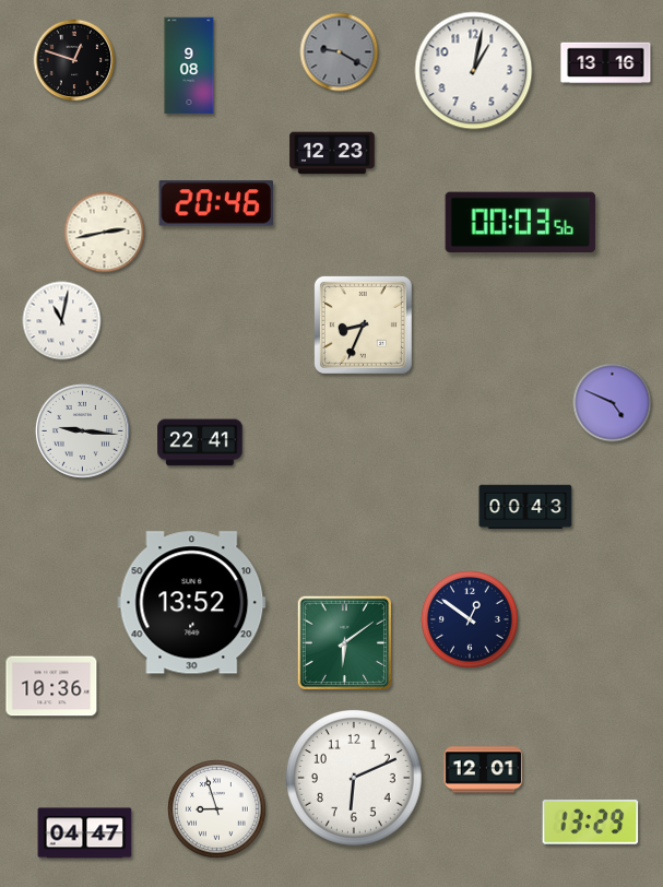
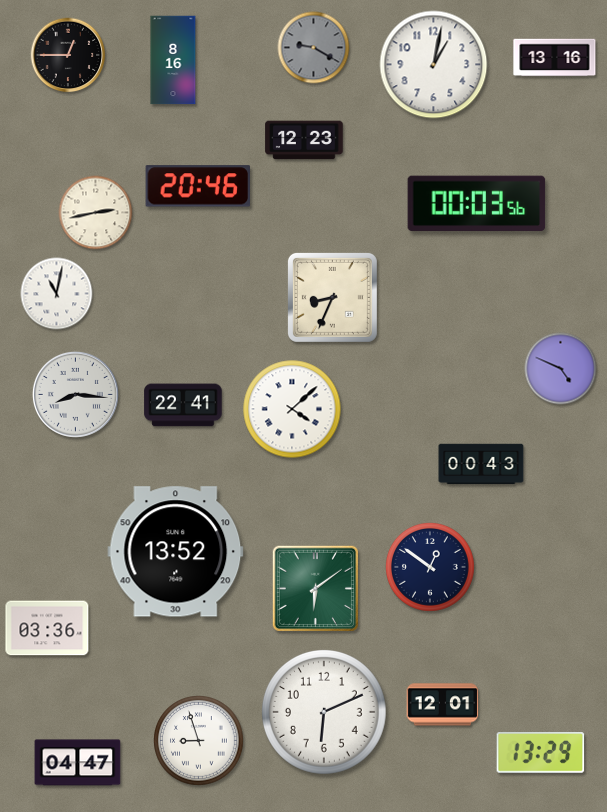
clock at (340, 52) position: (340, 52) -> (314, 48)
clock at (74, 60): 12:48 -> 12:45
clock at (189, 66): 9:08 -> 8:16
clock at (82, 430): 9:16 -> 8:16
clock at (292, 409): none -> 4:08
clock at (51, 686): 10:36 -> 03:36
